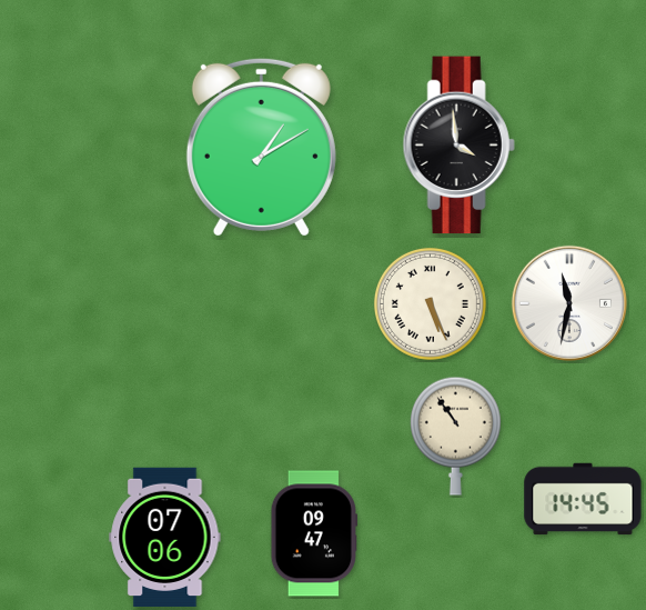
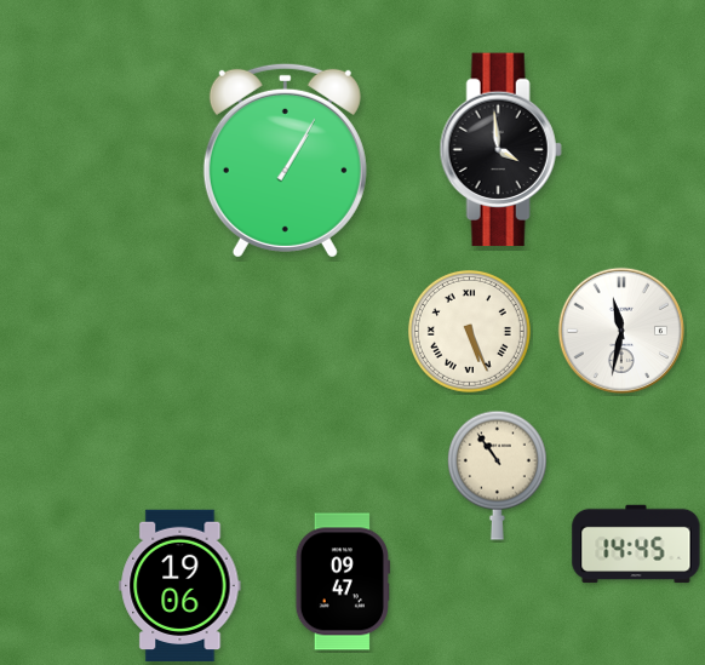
clock at (458, 146) position: (458, 146) -> (500, 150)
clock at (261, 147): 1:10 -> 1:05
clock at (165, 537): 07:06 -> 19:06
